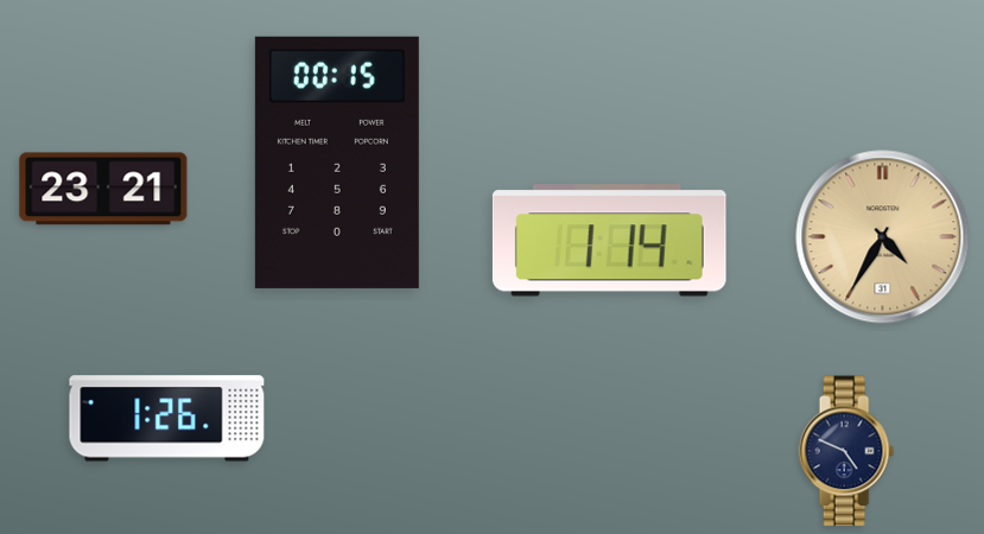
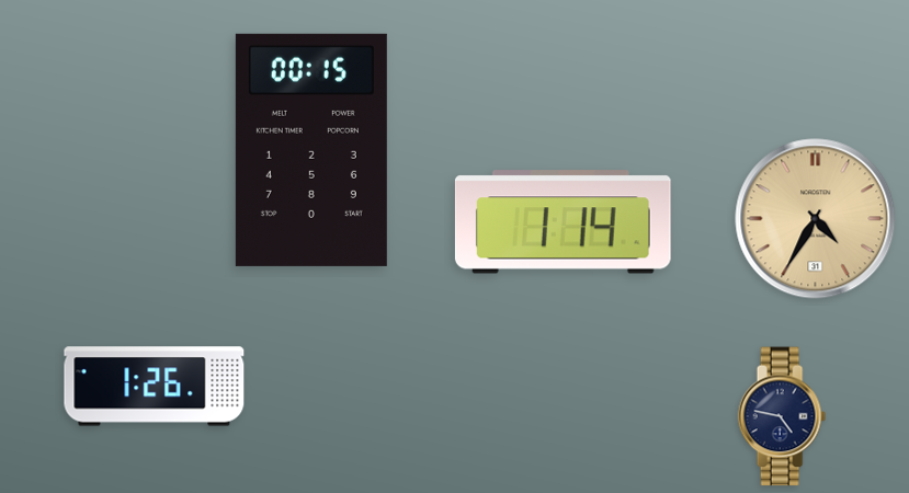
clock at (103, 189): 23:21 -> none
clock at (846, 451): 4:49 -> 4:47
